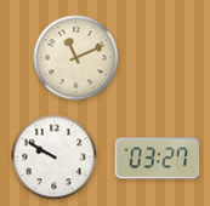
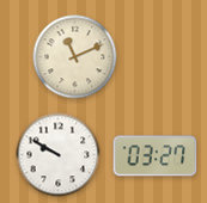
clock at (55, 158) position: (55, 158) -> (59, 155)
